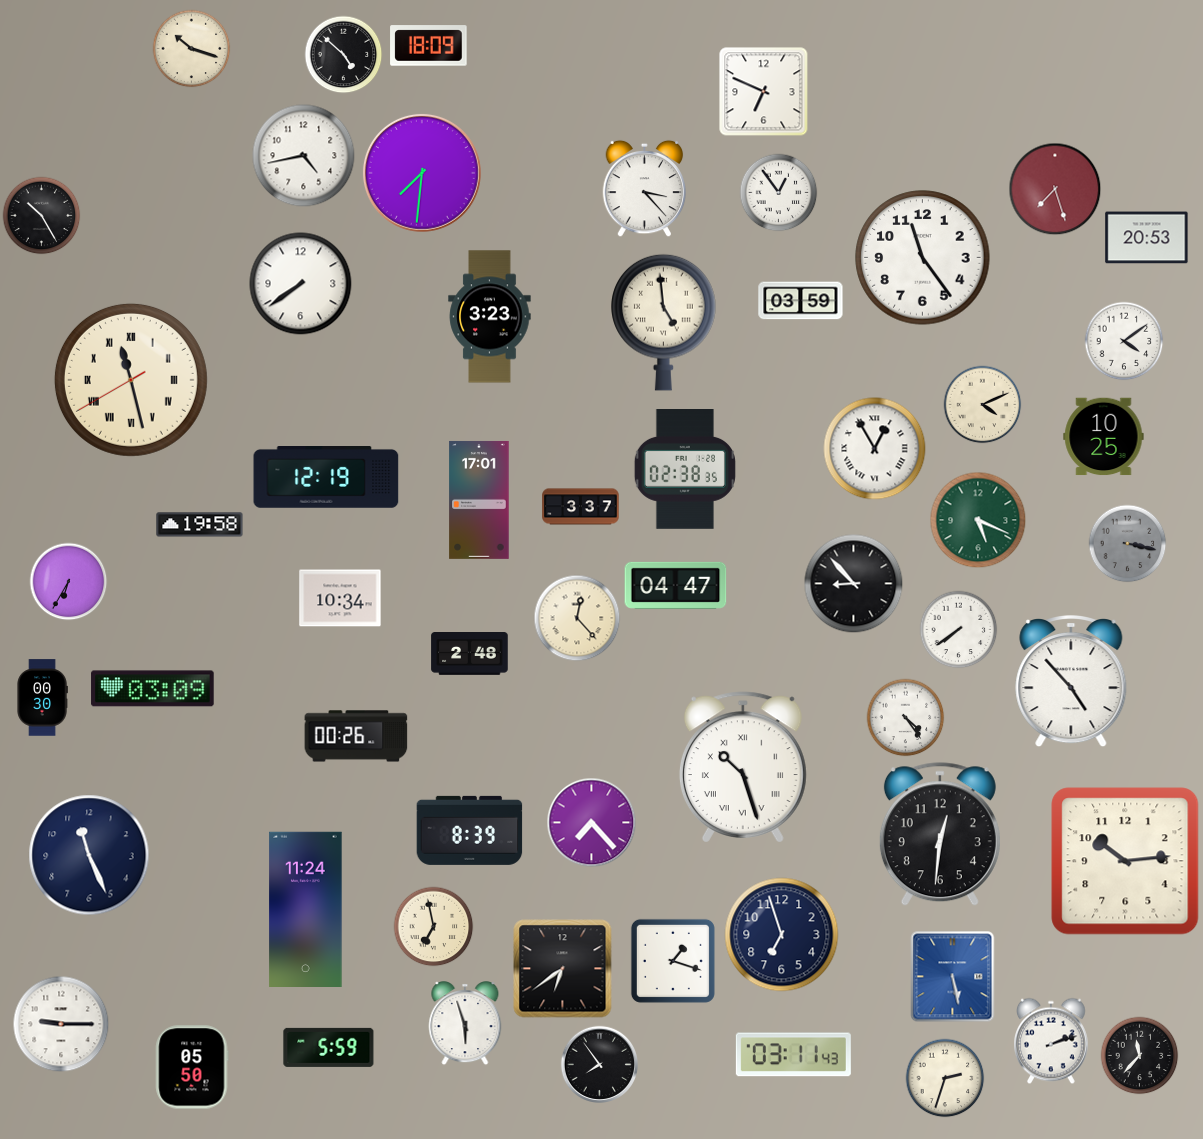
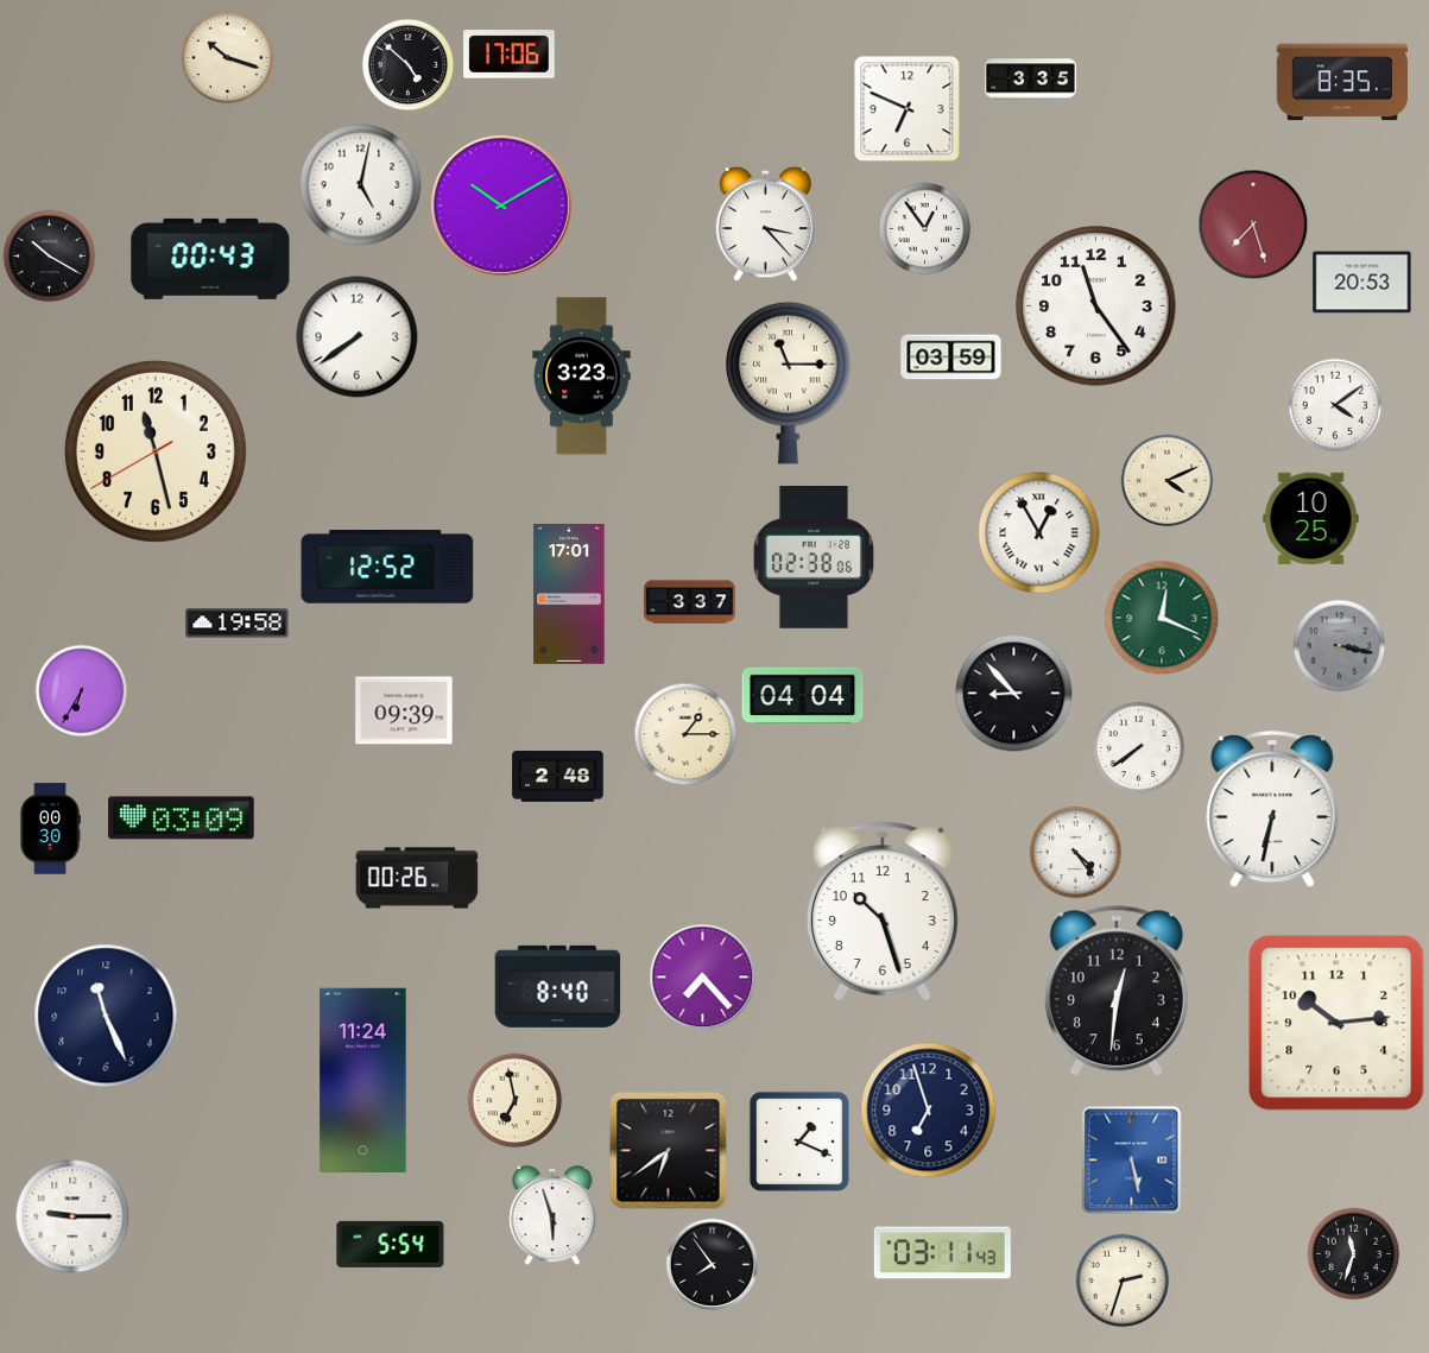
clock at (429, 46): 18:09 -> 17:06
clock at (1031, 80): none -> 3:35
clock at (1341, 82): none -> 8:35
clock at (304, 156): 4:43 -> 5:02
clock at (422, 173): 7:31 -> 10:10
clock at (41, 215): 10:25 -> 10:20
clock at (210, 259): none -> 00:43
clock at (664, 322): 4:59 -> 11:15
clock at (131, 380) numerals: Roman -> Arabic
clock at (685, 470): 02:38:35 -> 02:38:06
clock at (326, 478): 12:19 -> 12:52
clock at (978, 520): 5:19 -> 12:19
clock at (676, 585): 04:47 -> 04:04
clock at (340, 598): 10:34 -> 09:39
clock at (577, 618): 12:23 -> 1:15
clock at (1071, 682): 4:53 -> 6:32
clock at (356, 736) position: (356, 736) -> (417, 878)
clock at (743, 767) numerals: Roman -> Arabic
clock at (470, 830): 8:39 -> 8:40
clock at (673, 961): 1:18 -> 1:19
clock at (1052, 1041): 2:12 -> none
clock at (329, 1047): 5:59 -> 5:54
clock at (1139, 1055): 11:37 -> 11:33
clock at (192, 1067): 05:50 -> none
